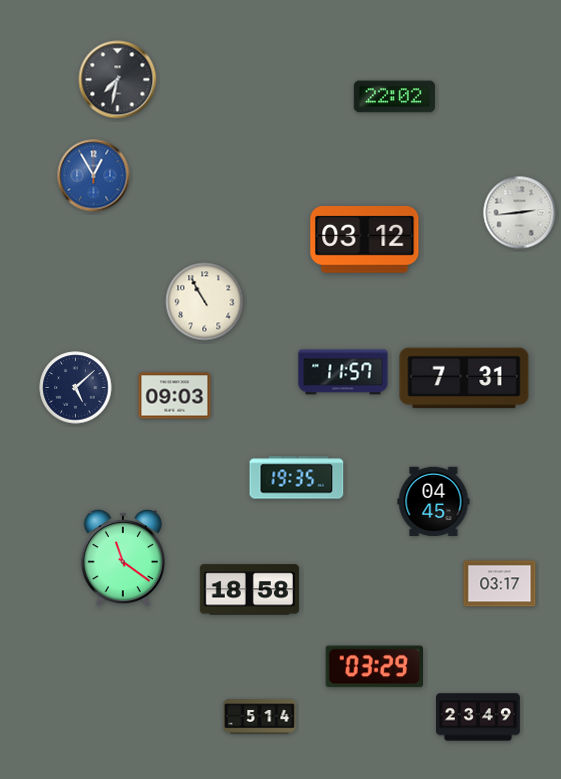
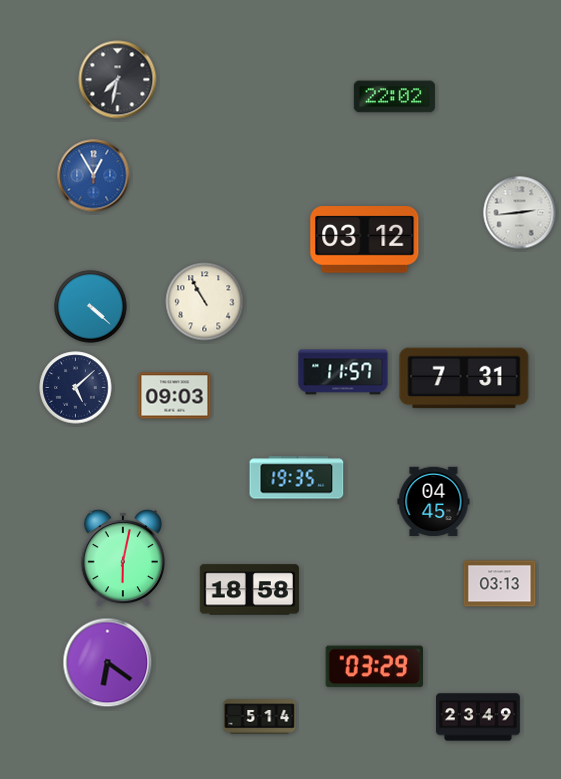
clock at (91, 307): none -> 4:22
clock at (123, 558): 11:21 -> 6:02
clock at (500, 584): 03:17 -> 03:13
clock at (108, 663): none -> 6:21
